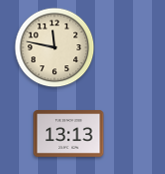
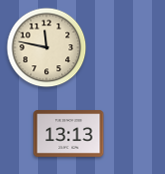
clock at (55, 48) position: (55, 48) -> (47, 48)
